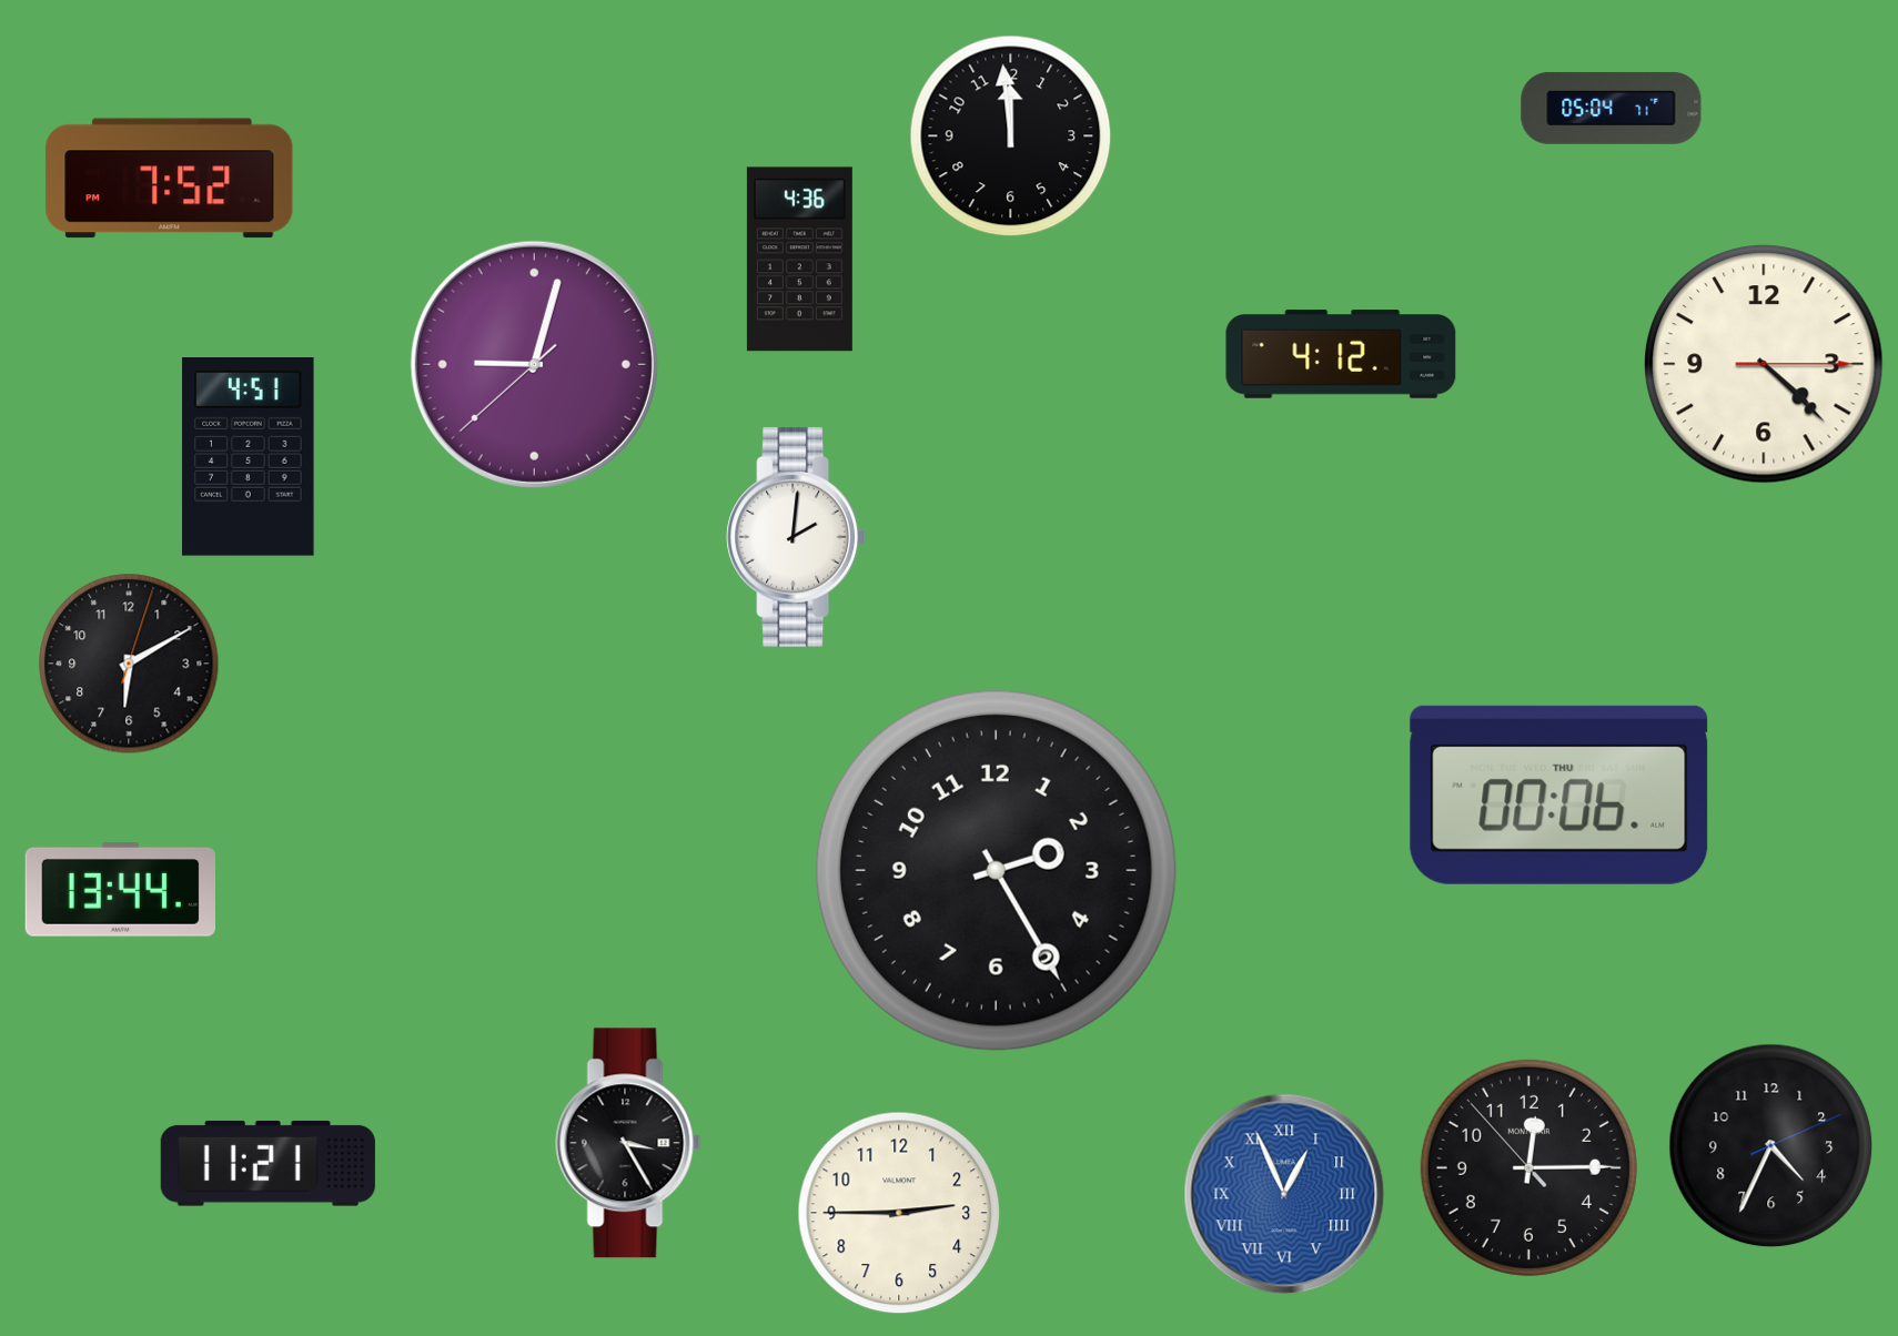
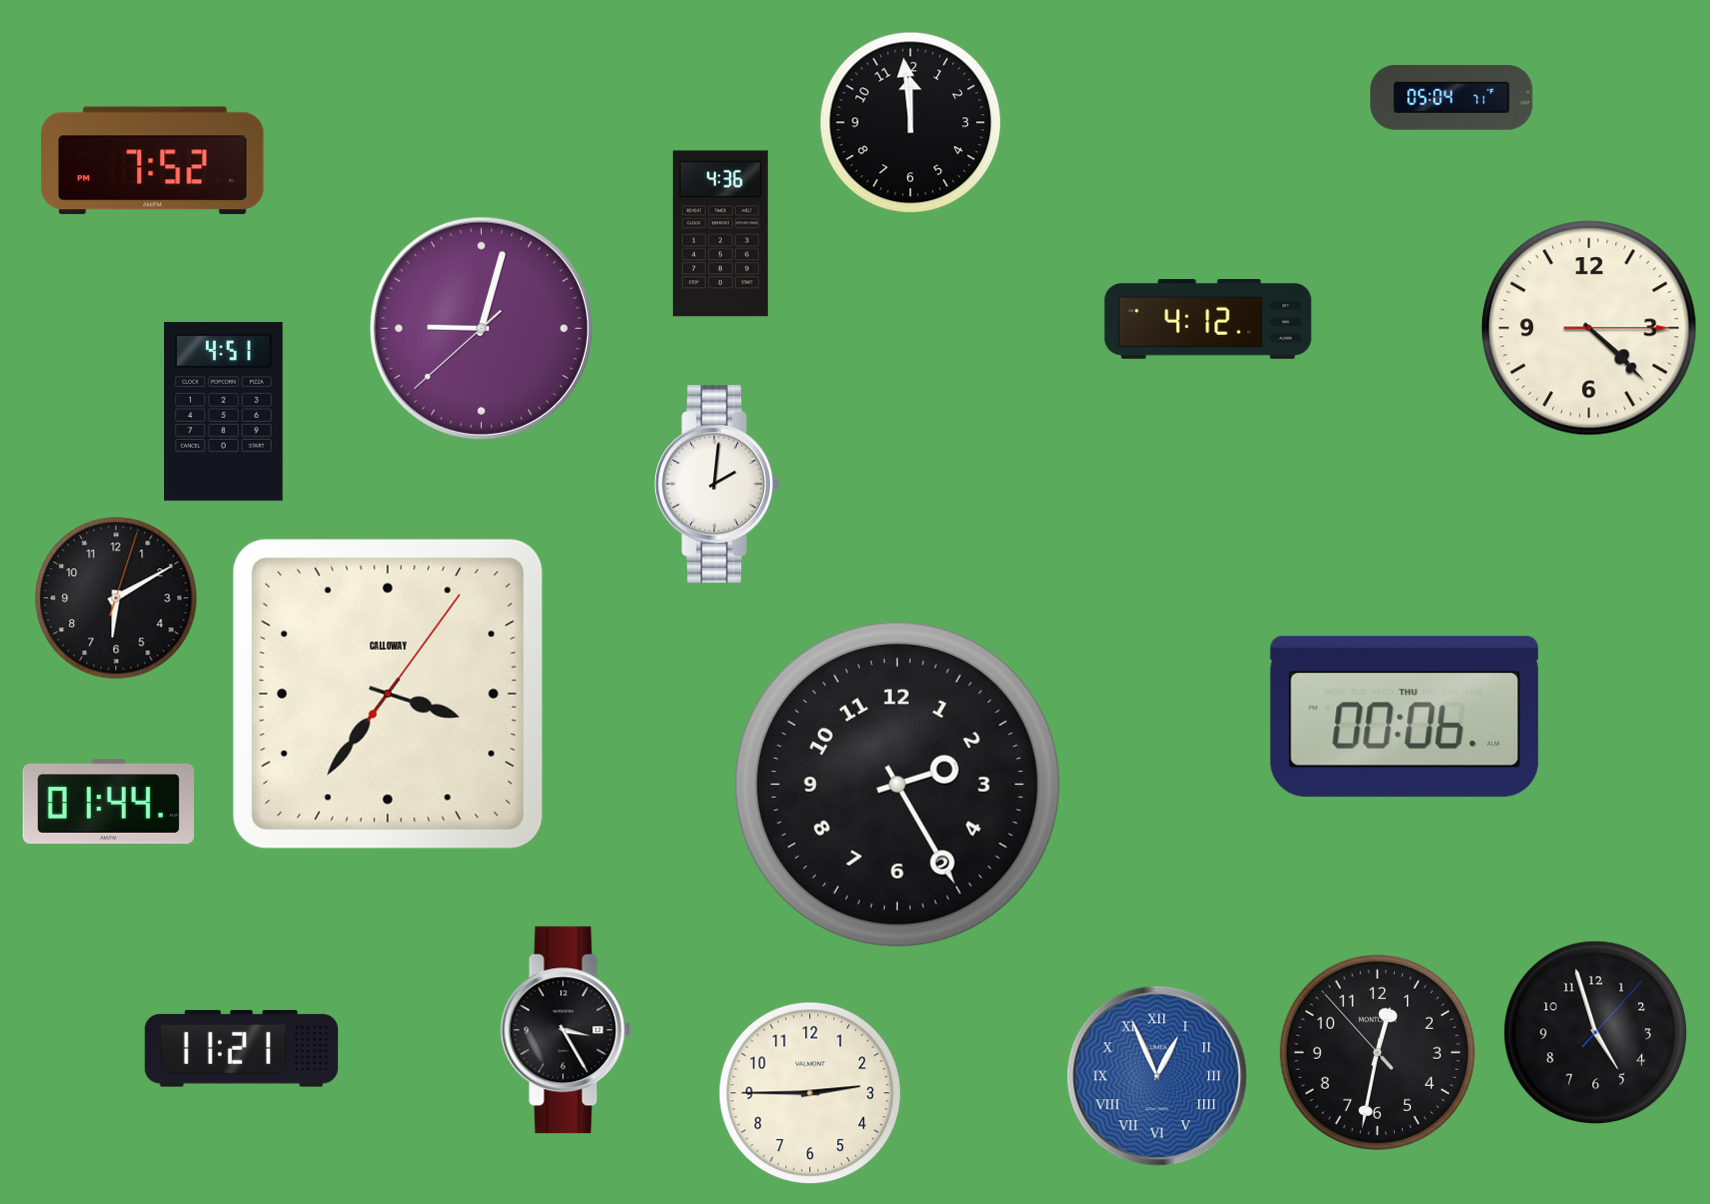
clock at (388, 694): none -> 3:36
clock at (120, 890): 13:44 -> 01:44
clock at (1771, 1146): 4:34 -> 4:57
clock at (1528, 1167): 12:14 -> 12:31
